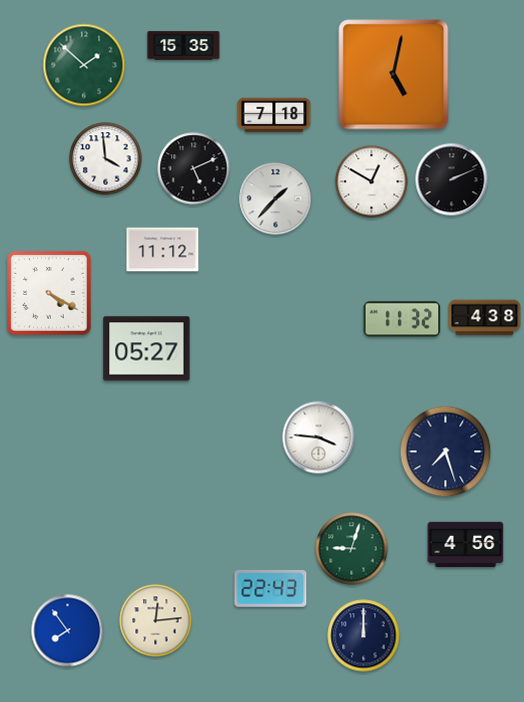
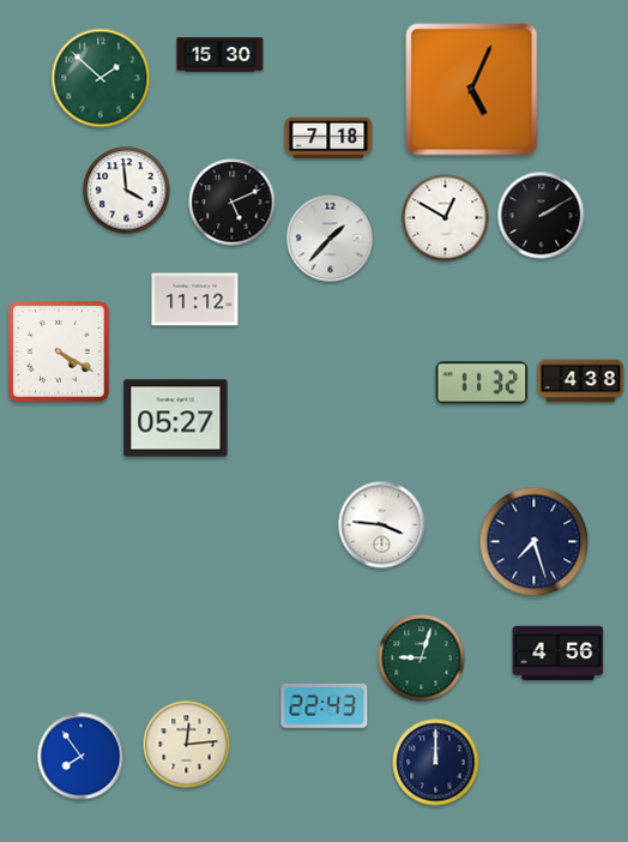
clock at (184, 46): 15:35 -> 15:30
clock at (394, 75): 5:02 -> 5:04
clock at (452, 180): 2:11 -> 2:10
